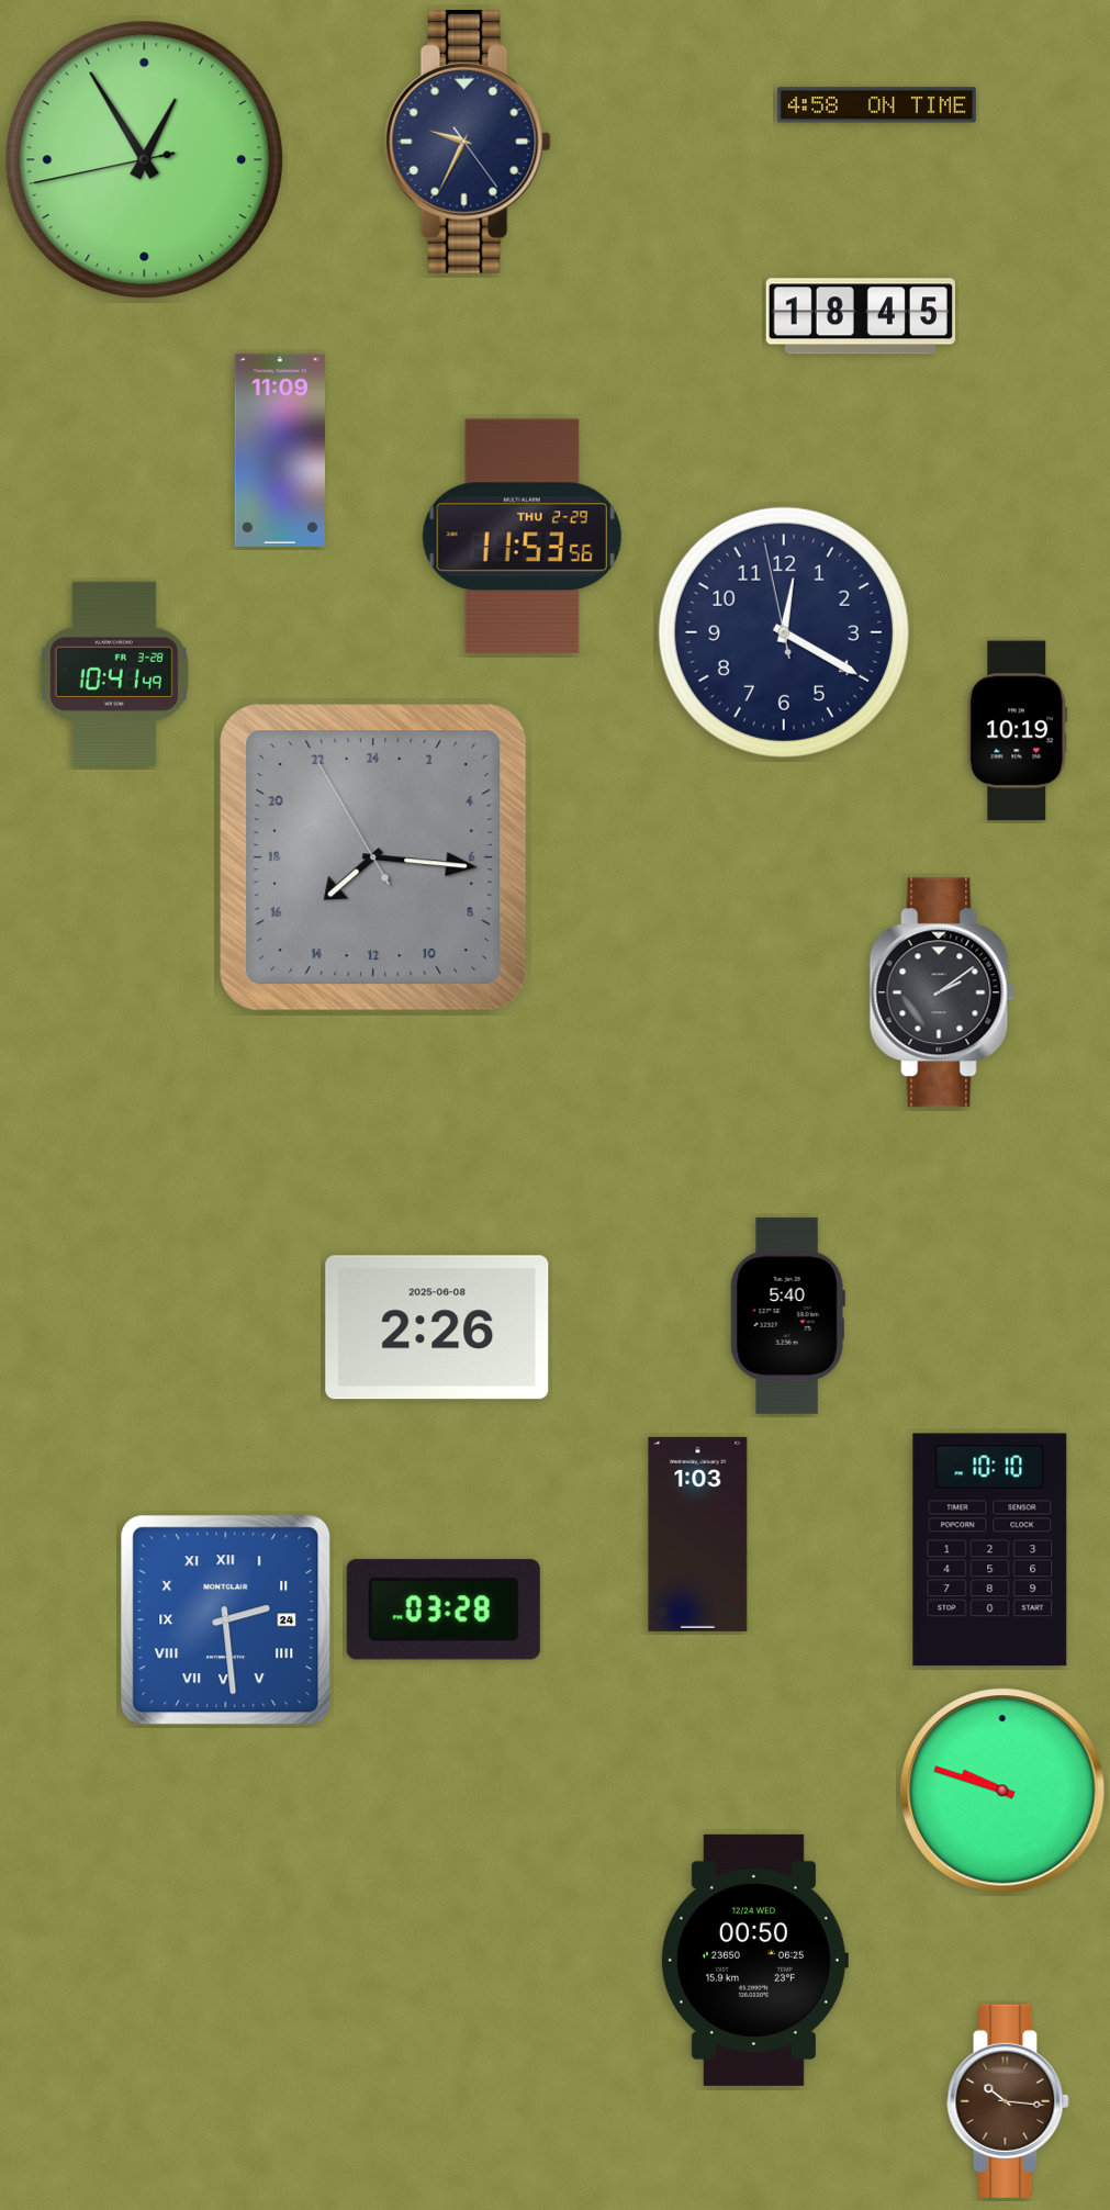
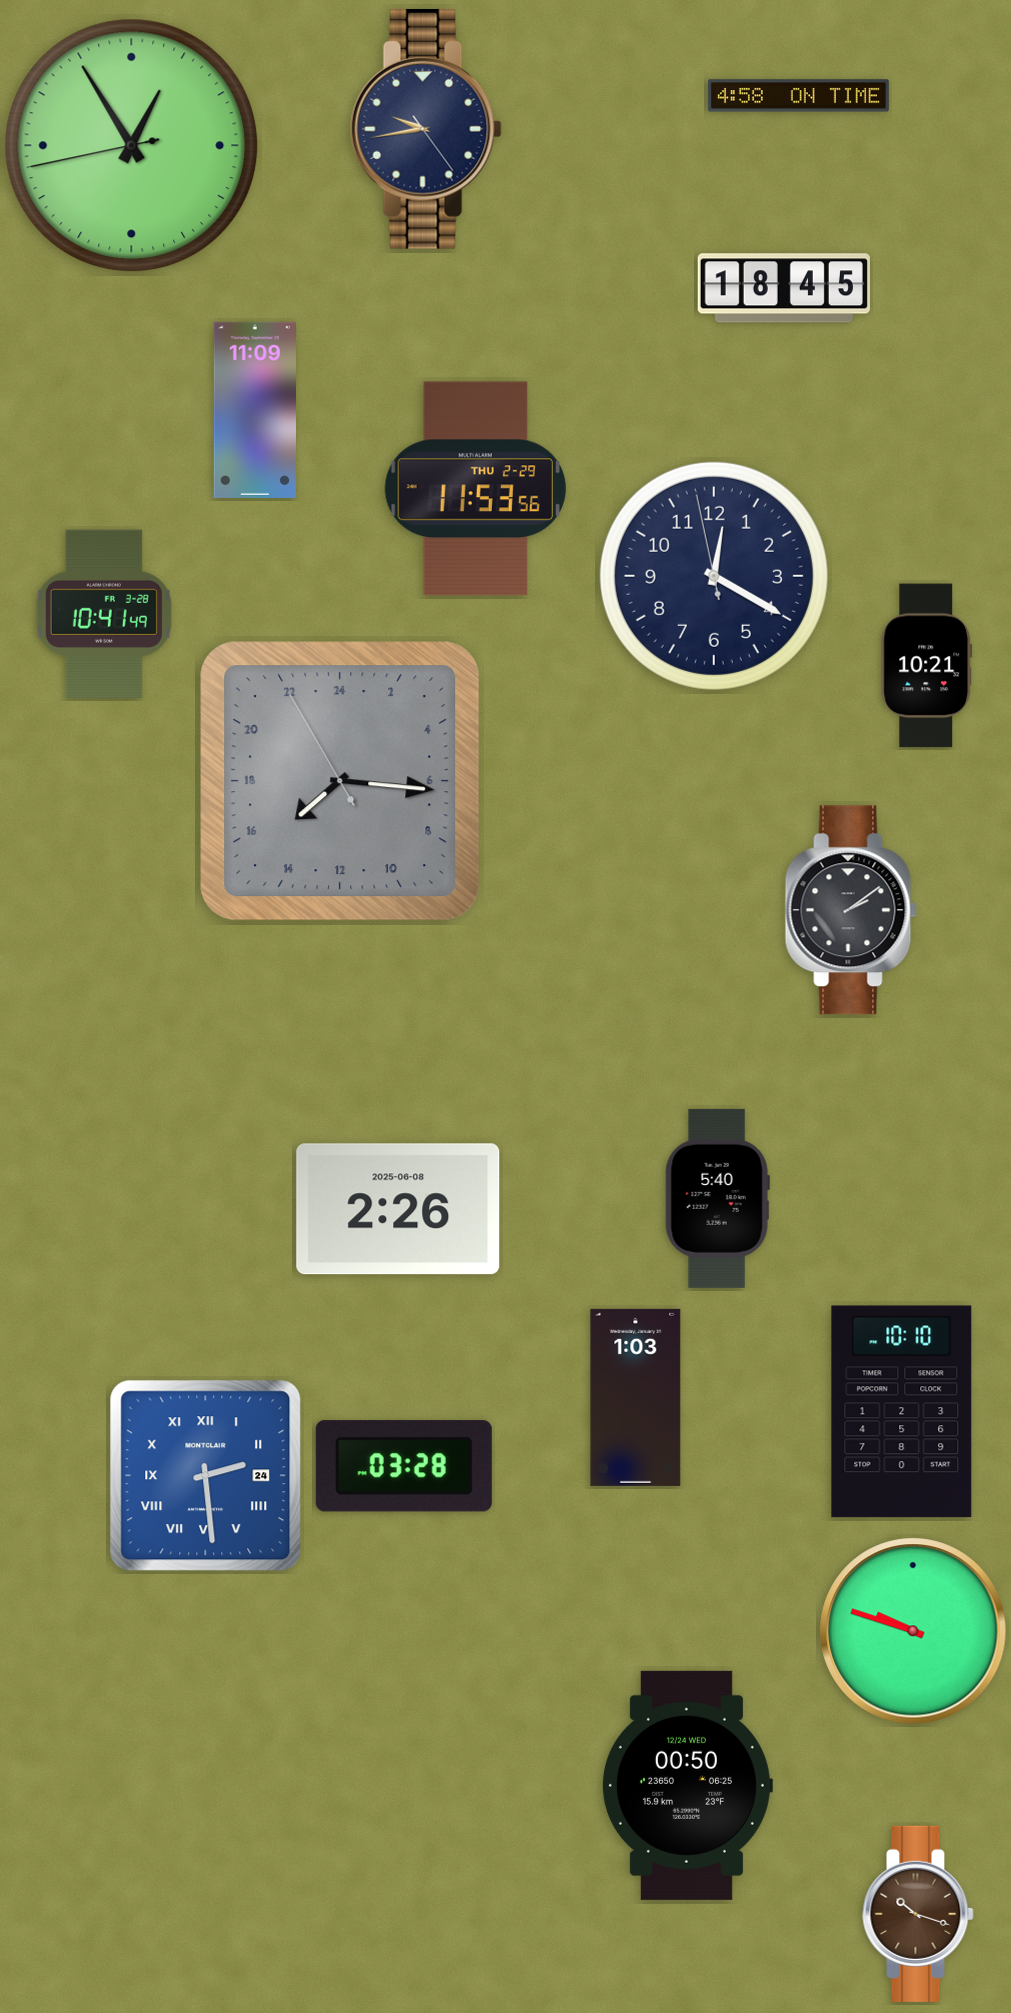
clock at (468, 142): 9:34 -> 9:43
clock at (1018, 731): 10:19 -> 10:21
clock at (942, 992) position: (942, 992) -> (851, 910)
clock at (1008, 2101): 10:16 -> 10:18
